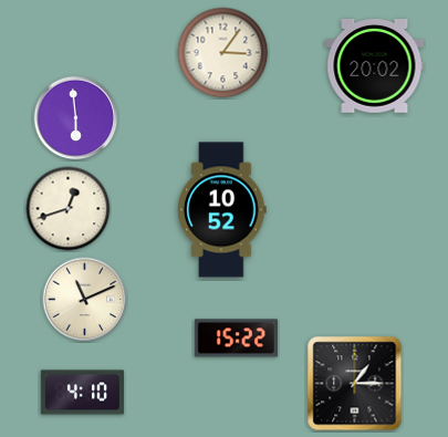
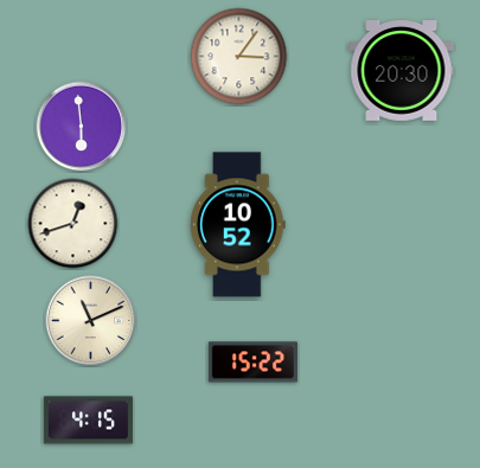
clock at (375, 66): 20:02 -> 20:30
clock at (355, 384): 1:15 -> none
clock at (82, 393): 4:10 -> 4:15
